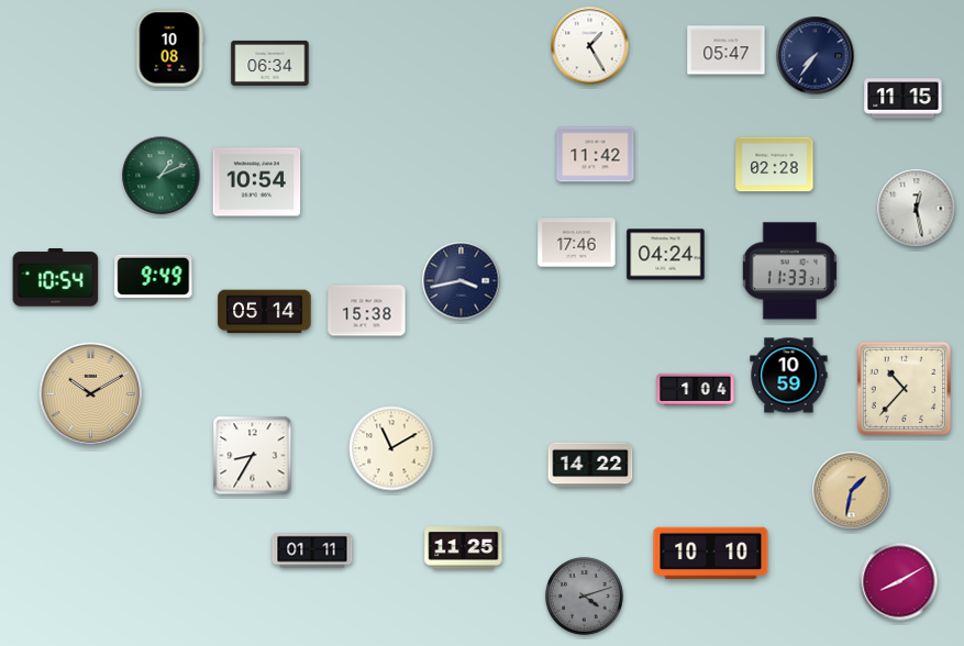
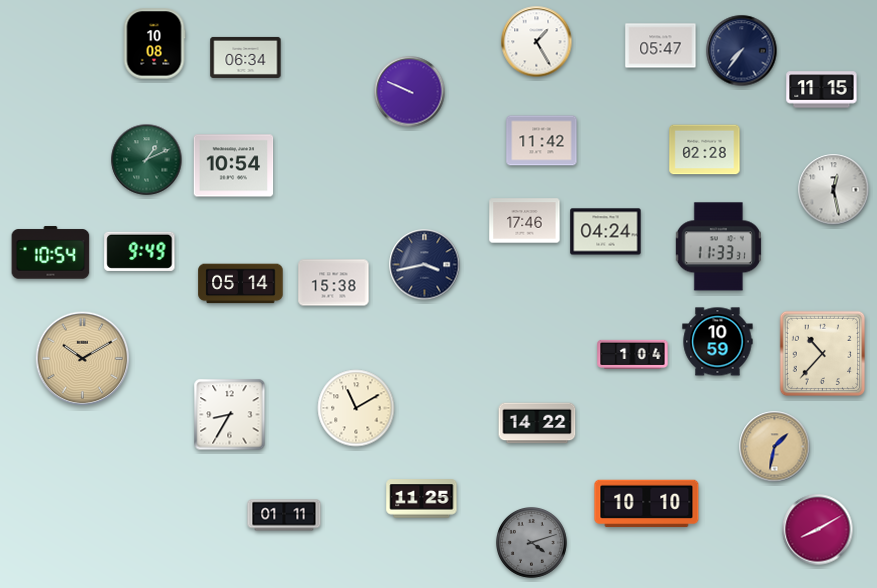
clock at (410, 92): none -> 9:49
clock at (462, 281) position: (462, 281) -> (425, 265)
clock at (312, 550) position: (312, 550) -> (284, 515)
